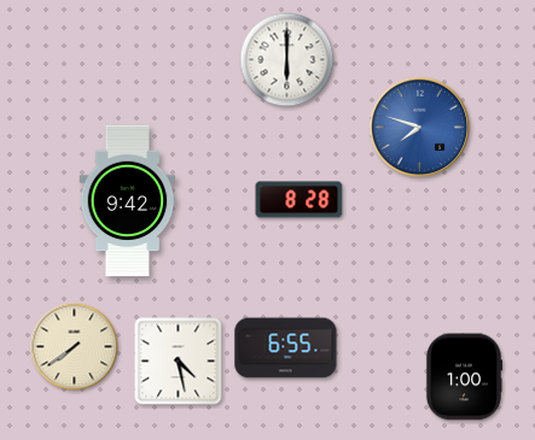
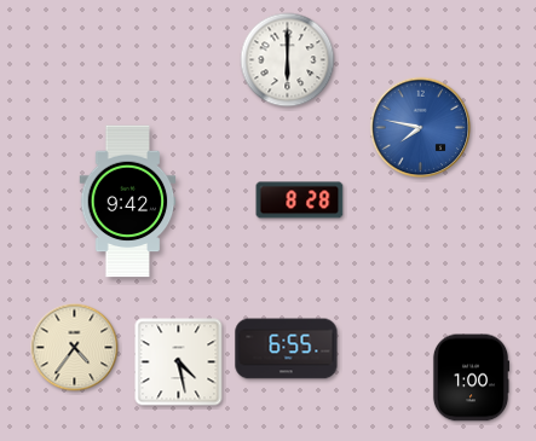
clock at (420, 128): 7:48 -> 7:47
clock at (75, 347): 7:39 -> 4:36
clock at (464, 377) position: (464, 377) -> (471, 378)
